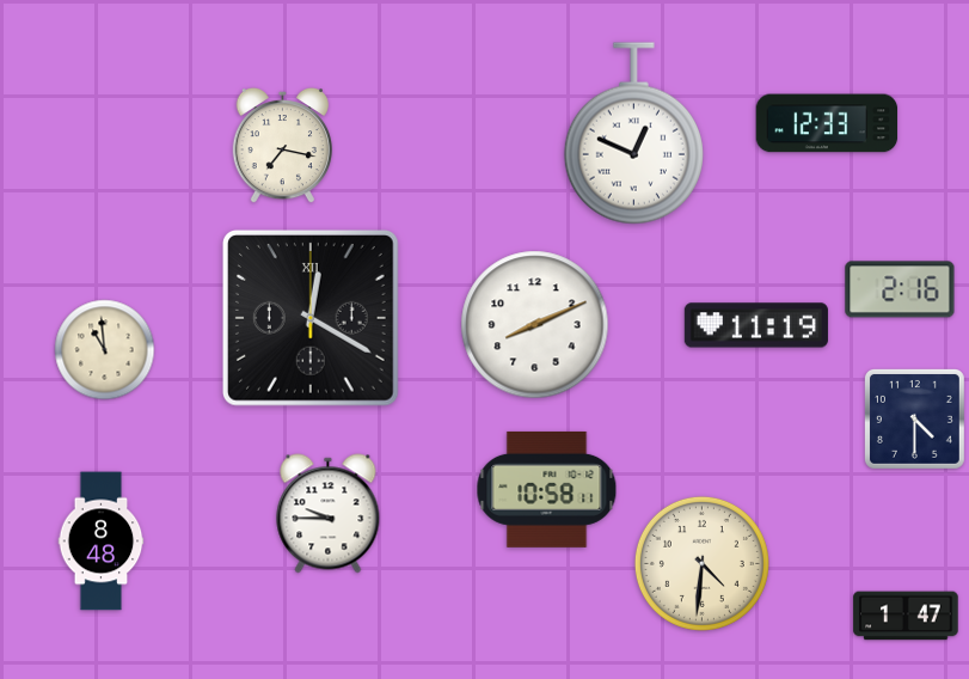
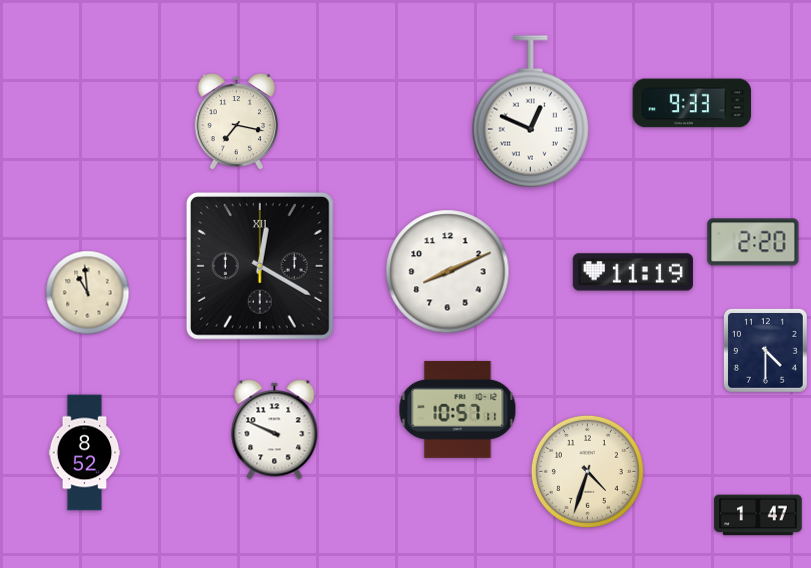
clock at (827, 123): 12:33 -> 9:33
clock at (900, 289): 2:16 -> 2:20
clock at (547, 489): 10:58 -> 10:57
clock at (329, 514): 9:45 -> 9:49
clock at (102, 542): 8:48 -> 8:52
clock at (701, 563): 4:31 -> 4:33
